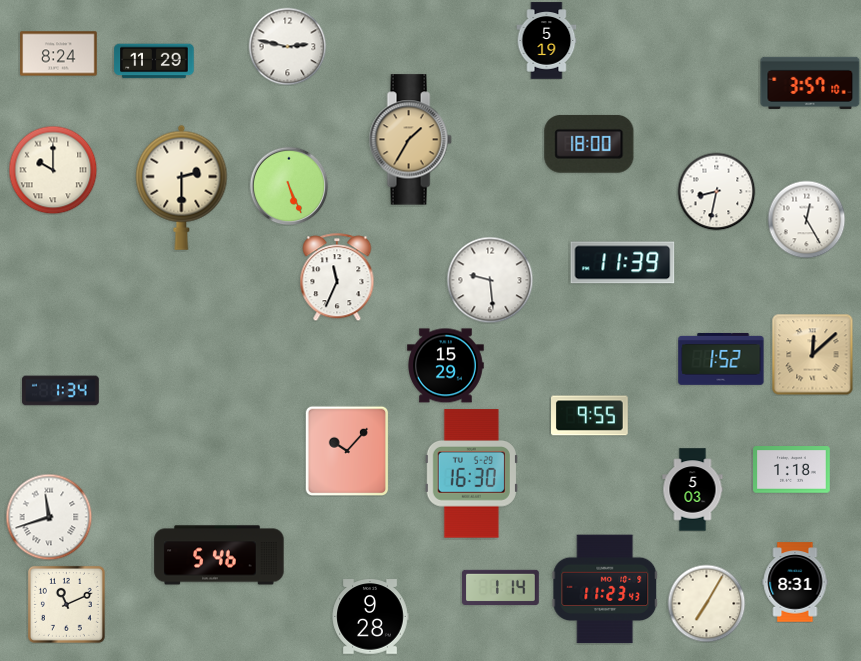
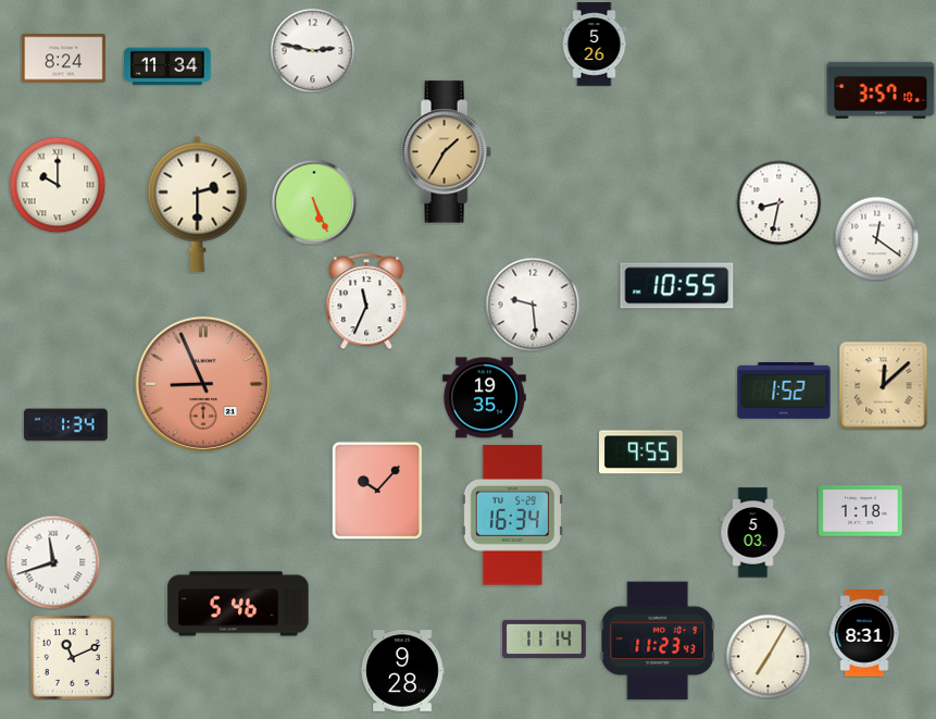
clock at (547, 41): 5:19 -> 5:26
clock at (154, 61): 11:29 -> 11:34
clock at (589, 144): 18:00 -> none
clock at (716, 191) position: (716, 191) -> (778, 202)
clock at (806, 219): 12:25 -> 12:21
clock at (623, 263): 11:39 -> 10:55
clock at (202, 383): none -> 8:56
clock at (446, 366): 15:29 -> 19:35
clock at (471, 474): 16:30 -> 16:34
clock at (501, 587): 1:14 -> 11:14
